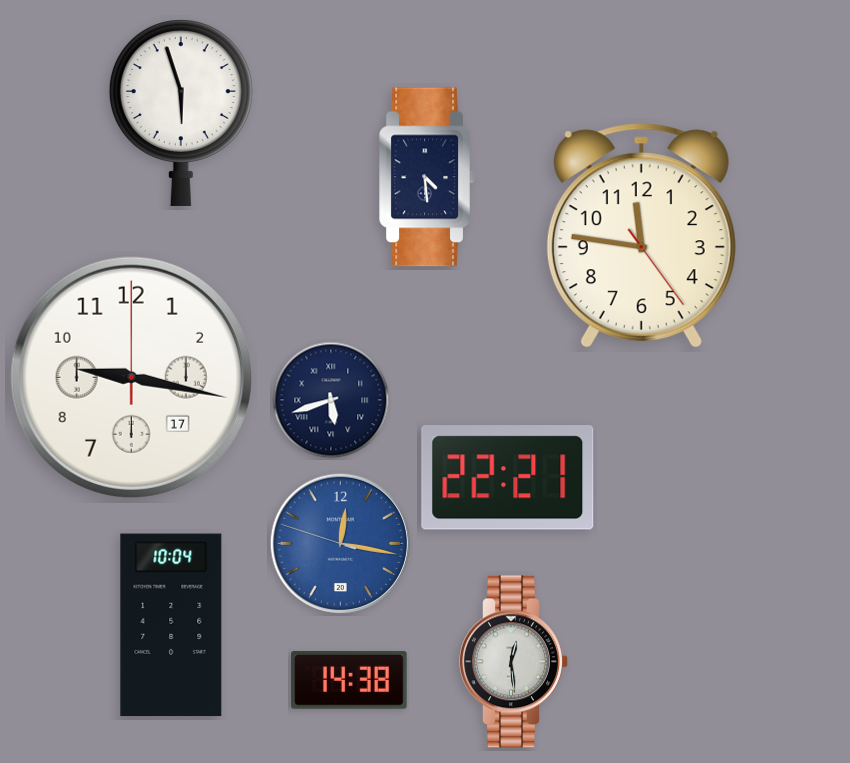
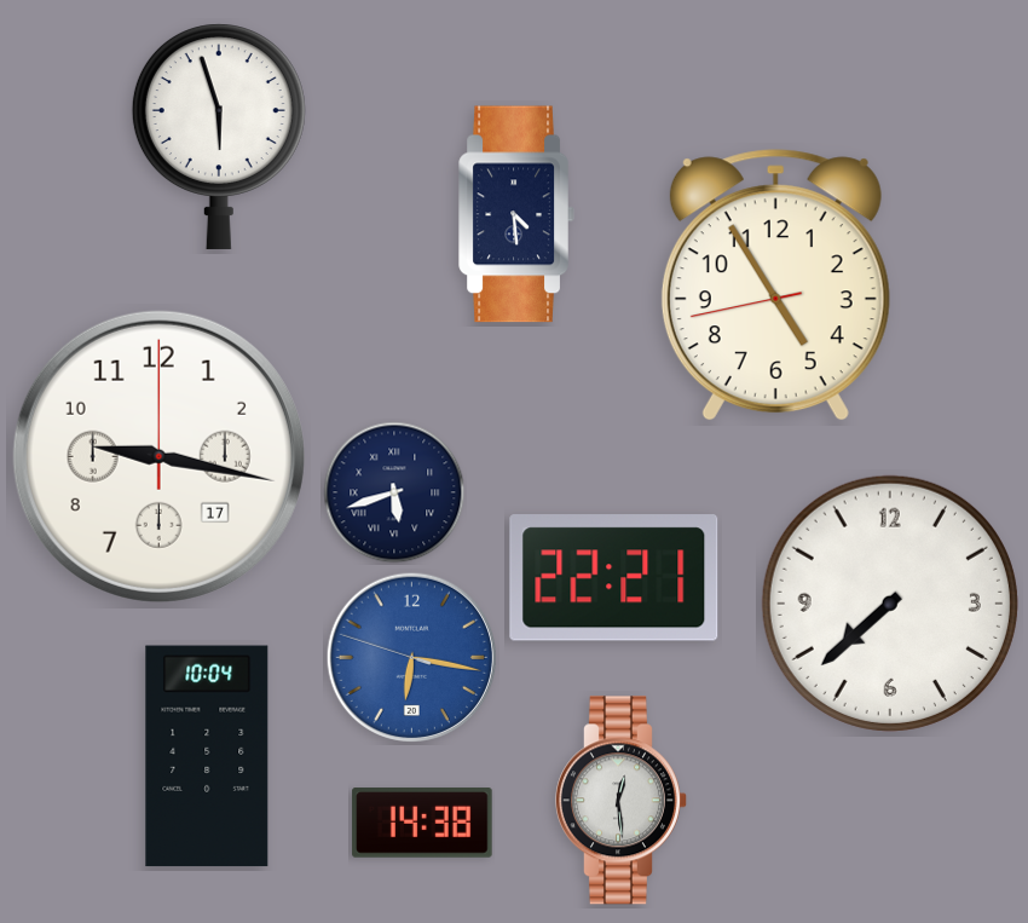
clock at (641, 236): 11:46 -> 4:54
clock at (331, 400) position: (331, 400) -> (394, 492)
clock at (890, 604): none -> 7:38
clock at (340, 543): 12:16 -> 6:16
